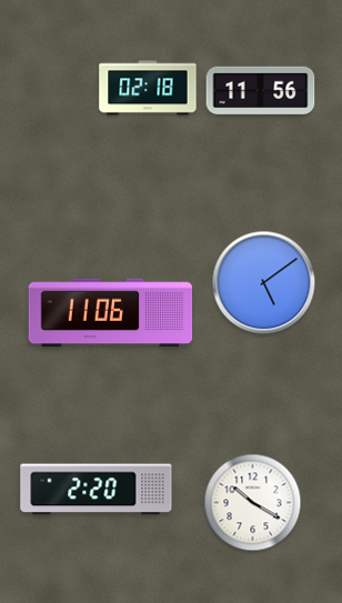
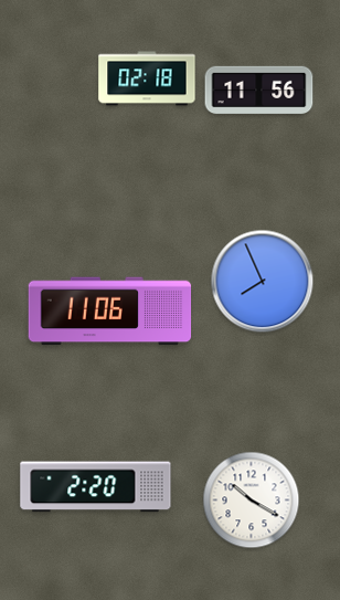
clock at (148, 88) position: (148, 88) -> (147, 78)
clock at (264, 283): 5:09 -> 7:56
